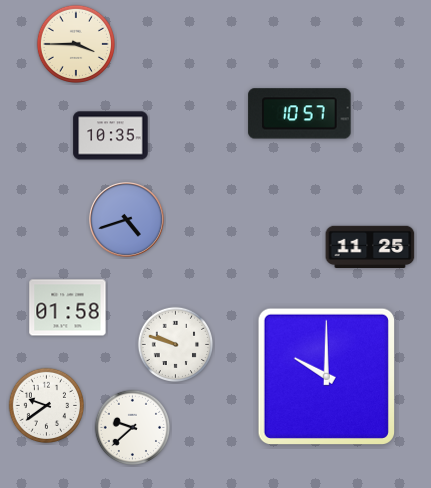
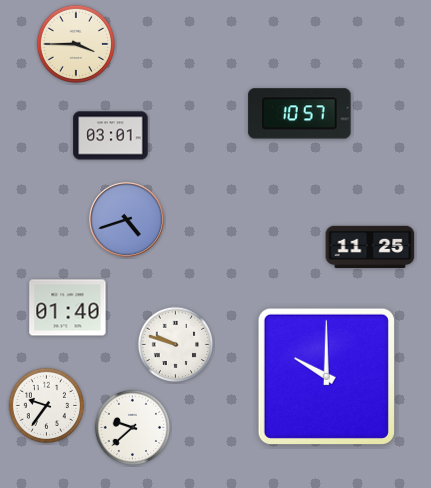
clock at (111, 136): 10:35 -> 03:01
clock at (68, 308): 01:58 -> 01:40
clock at (47, 406): 9:39 -> 9:36
